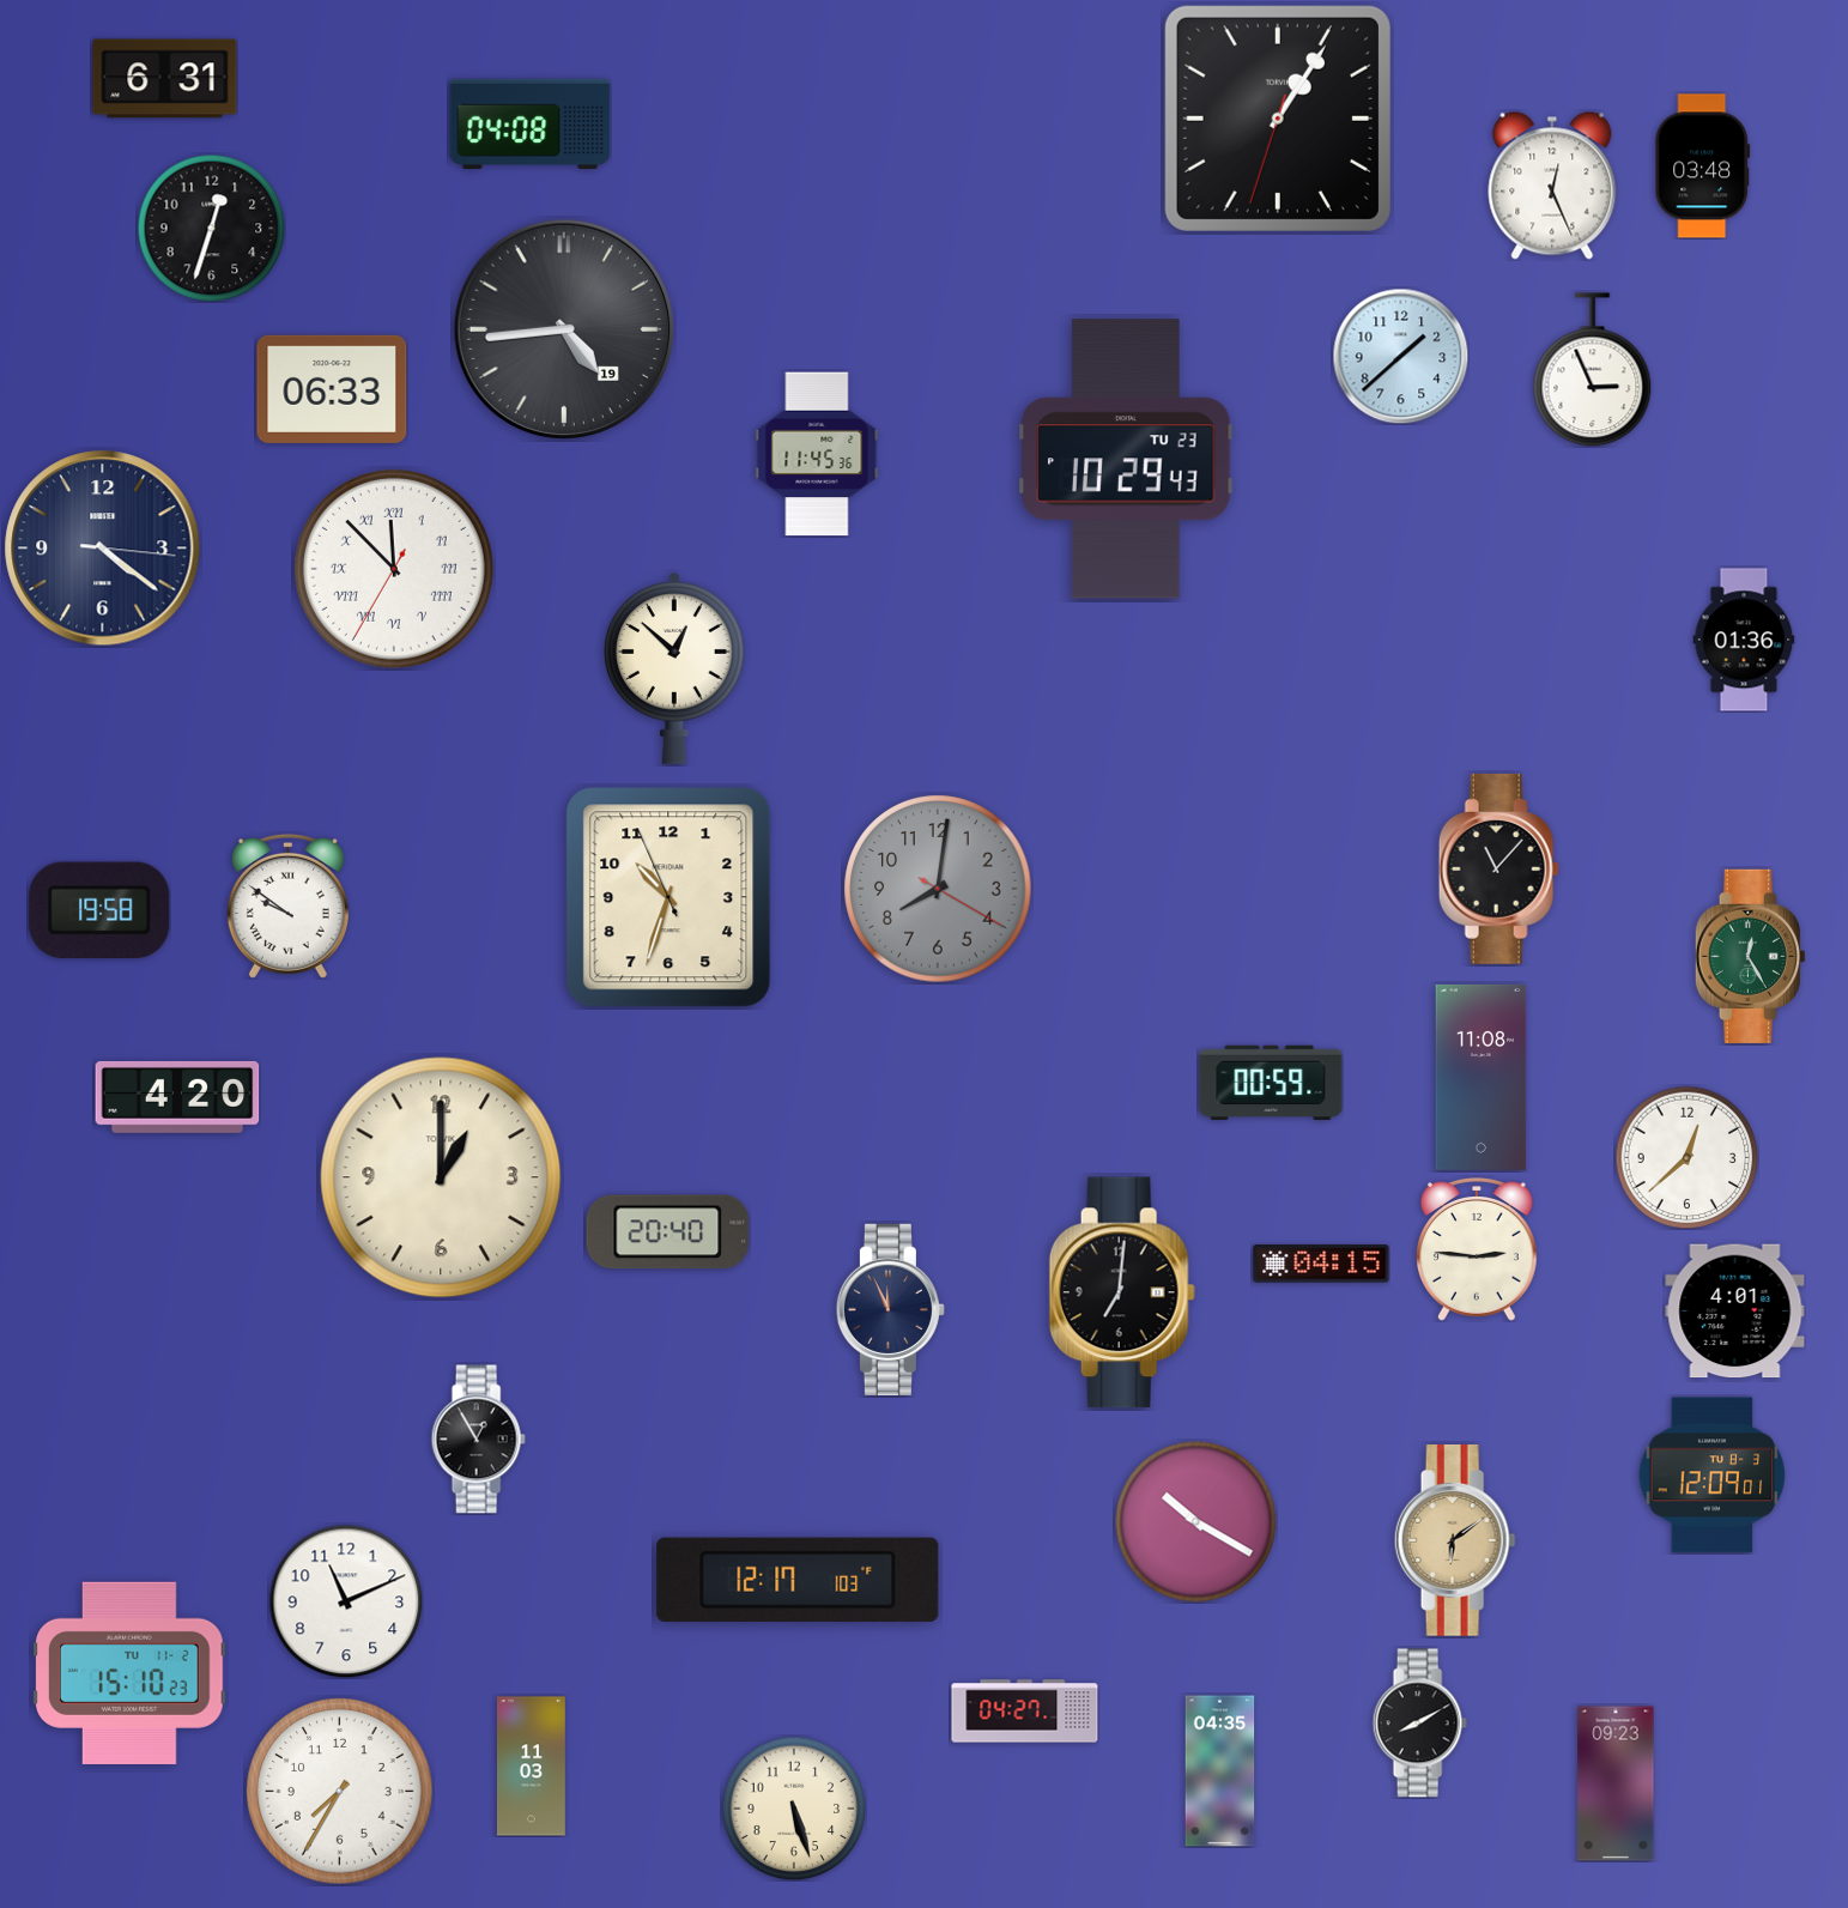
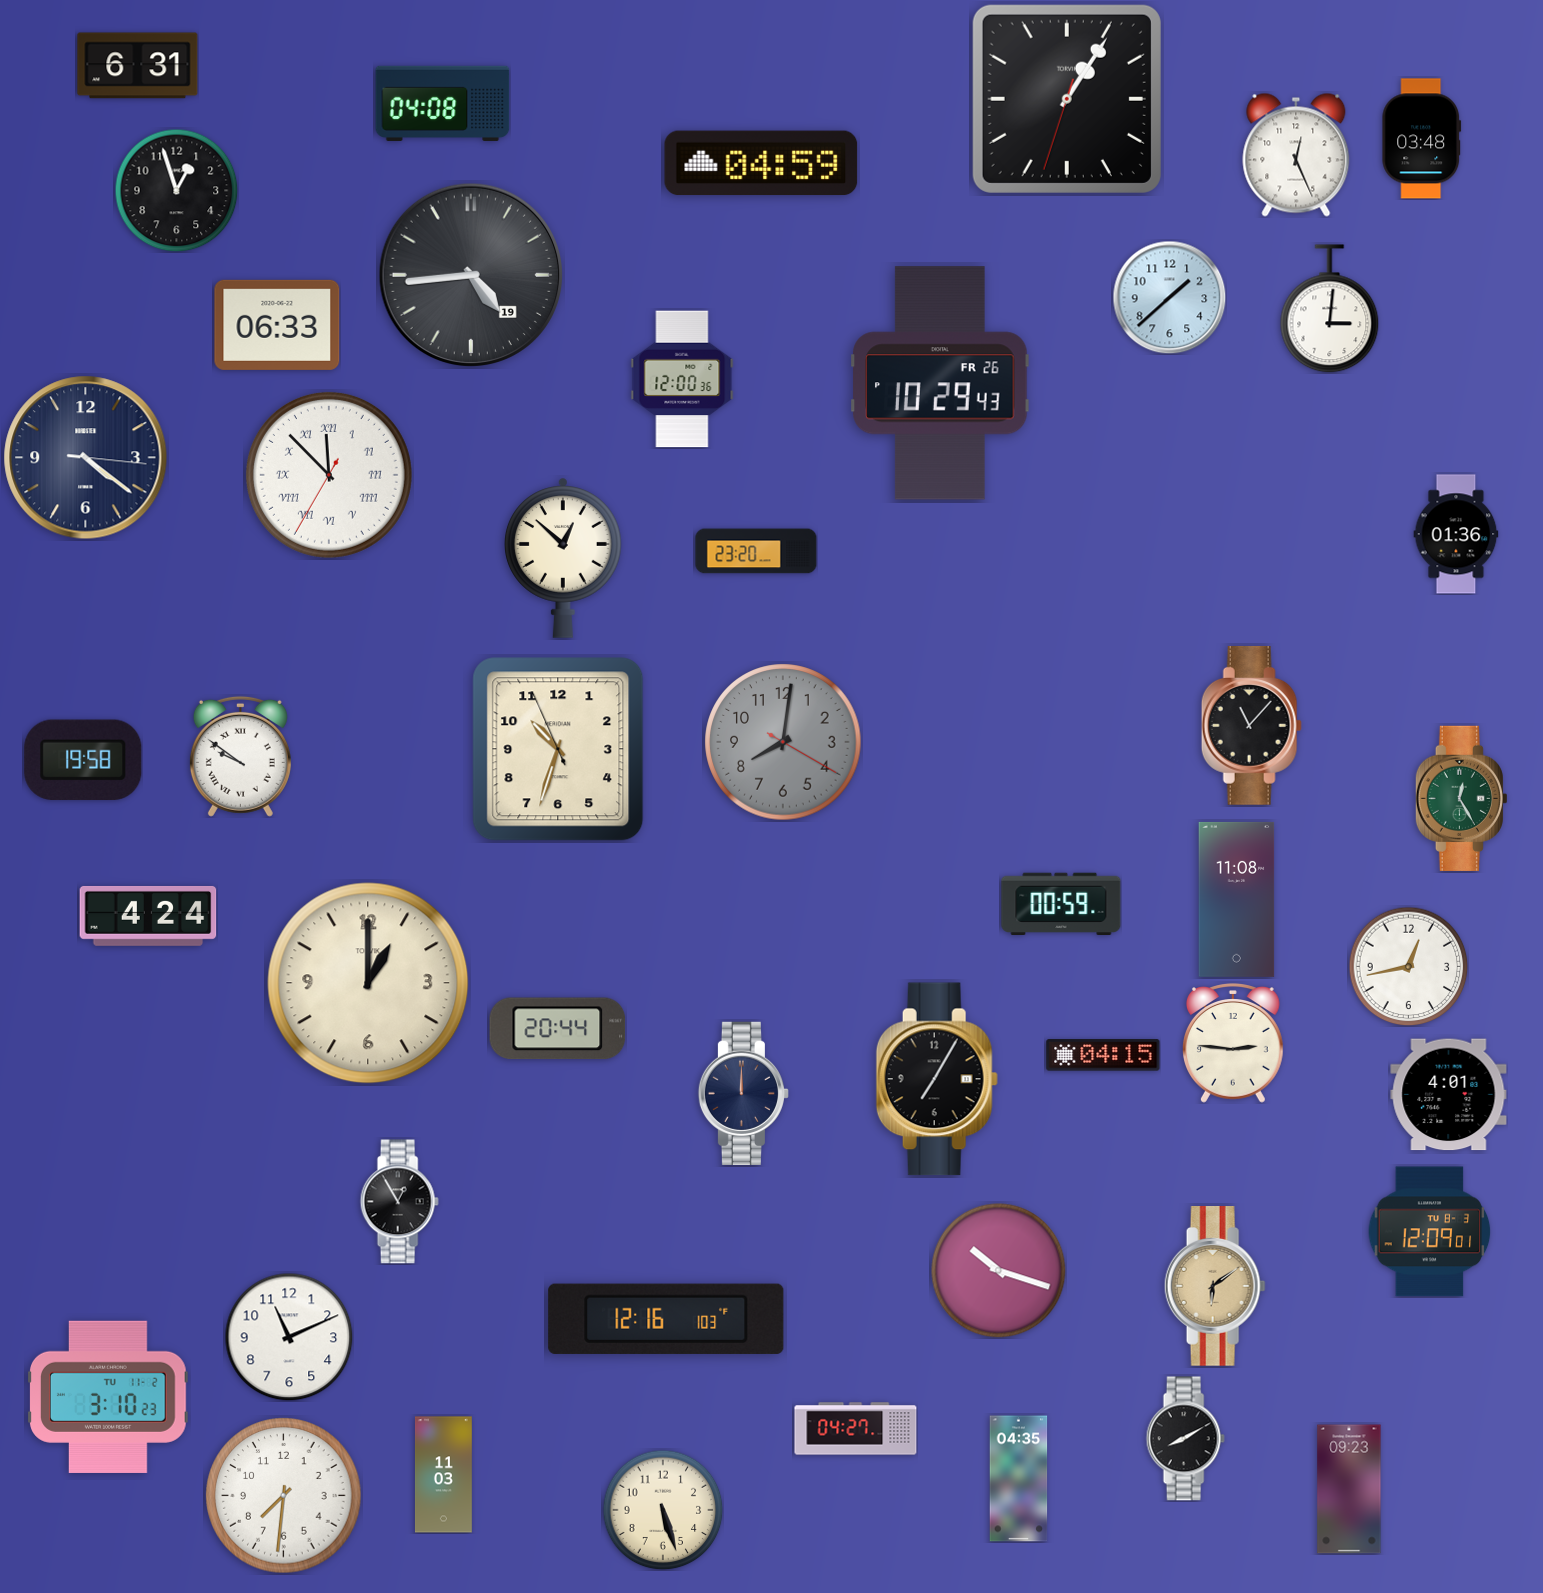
clock at (761, 163): none -> 04:59
clock at (211, 228): 12:33 -> 12:57
clock at (1593, 370): 2:56 -> 3:01
clock at (817, 454): 11:45 -> 12:00
clock at (1126, 459) date: TU 23 -> FR 26
clock at (756, 551): none -> 23:20
clock at (177, 1097): 4:20 -> 4:24
clock at (1686, 1157): 12:38 -> 12:43
clock at (668, 1232): 20:40 -> 20:44
clock at (1122, 1292): 7:01 -> 7:05
clock at (890, 1309): 11:56 -> 12:00
clock at (1196, 1522): 10:20 -> 10:18
clock at (798, 1580): 12:17 -> 12:16
clock at (131, 1673): 15:10 -> 3:10
clock at (340, 1792): 7:35 -> 7:31
